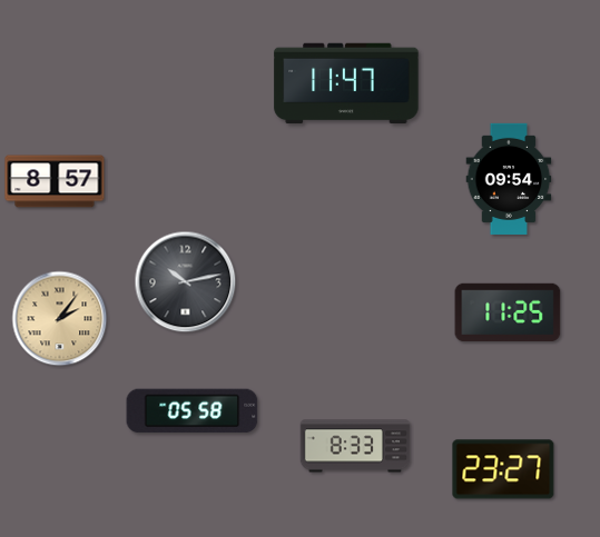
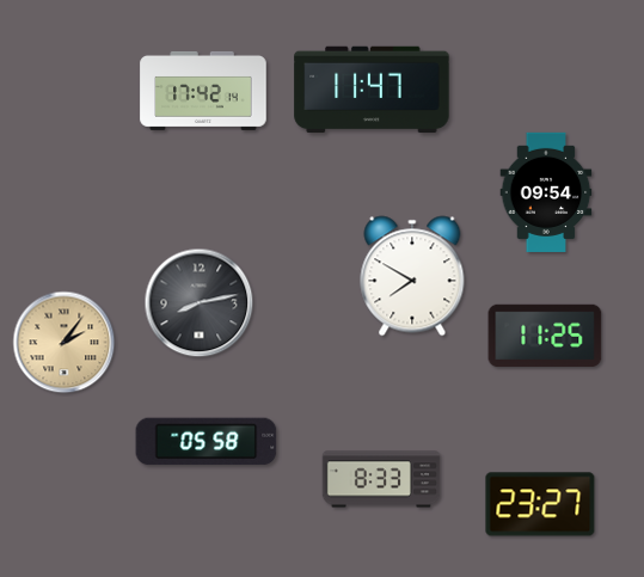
clock at (203, 91): none -> 17:42
clock at (55, 181): 8:57 -> none
clock at (412, 276): none -> 7:50
clock at (186, 282): 10:13 -> 8:13
